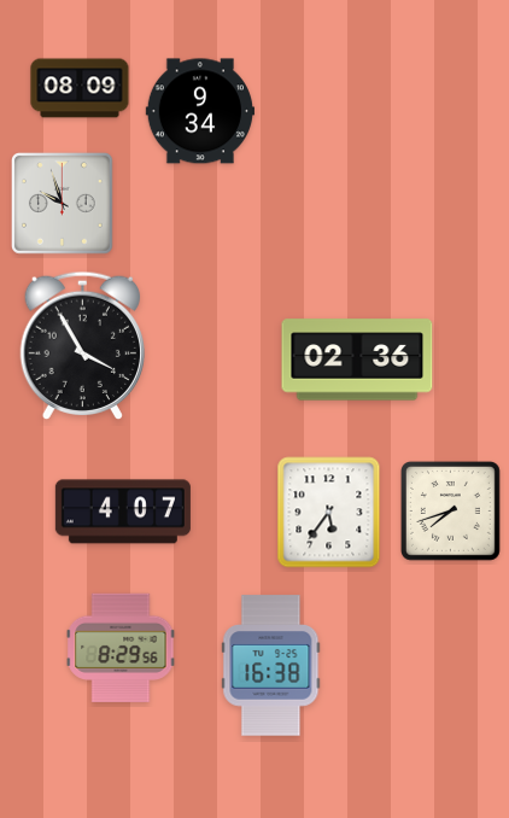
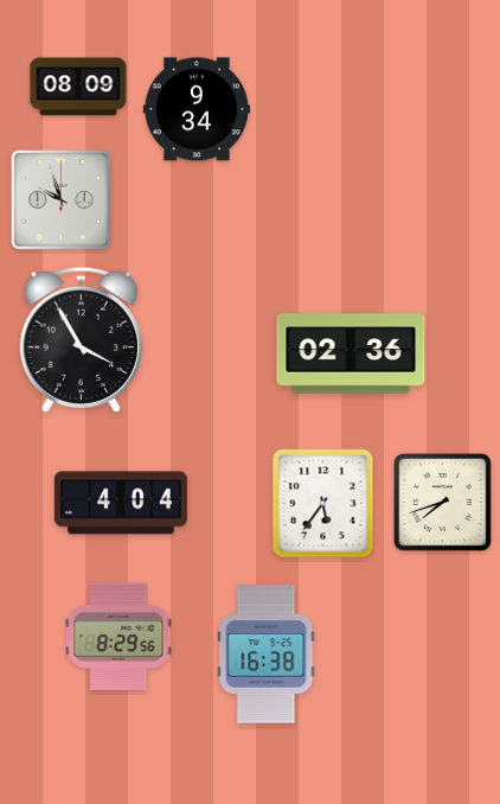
clock at (123, 512): 4:07 -> 4:04
